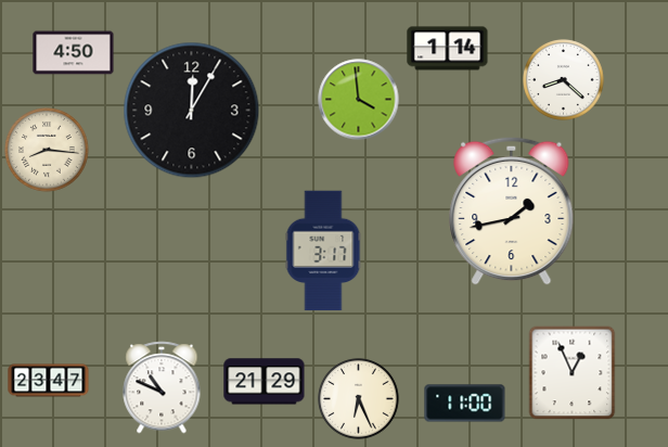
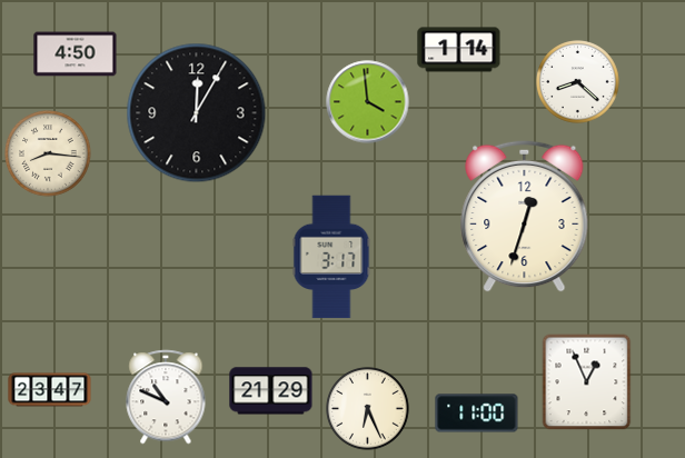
clock at (512, 210): 1:43 -> 12:33
